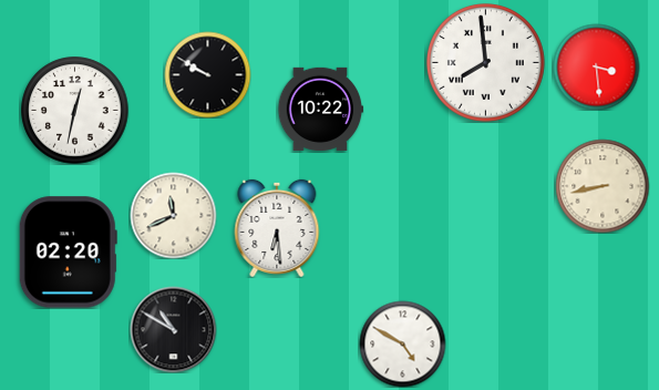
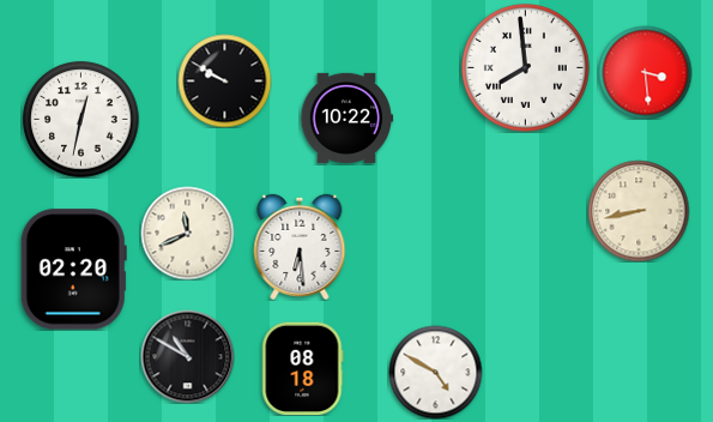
clock at (603, 186) position: (603, 186) -> (639, 211)
clock at (68, 253) position: (68, 253) -> (73, 270)
clock at (303, 368): none -> 08:18
